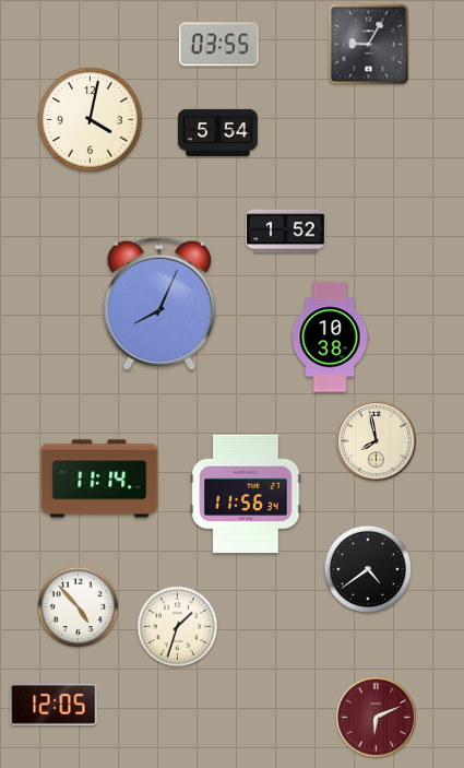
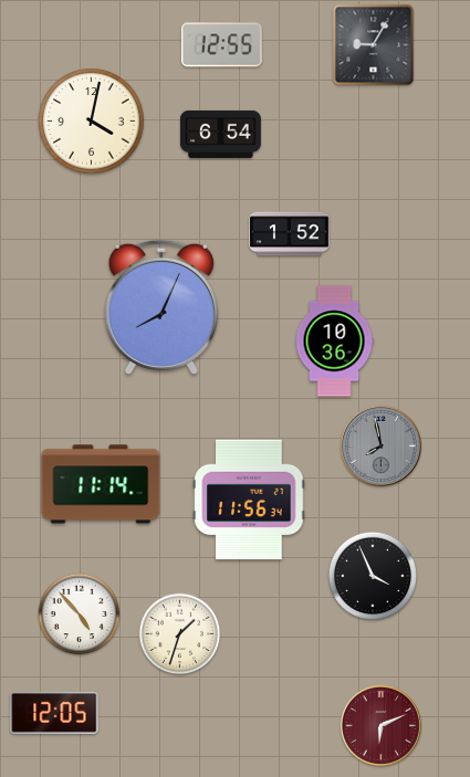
clock at (218, 45): 03:55 -> 12:55
clock at (218, 132): 5:54 -> 6:54
clock at (330, 338): 10:38 -> 10:36
clock at (376, 440) dial: cream -> grey
clock at (368, 569): 4:39 -> 3:56
